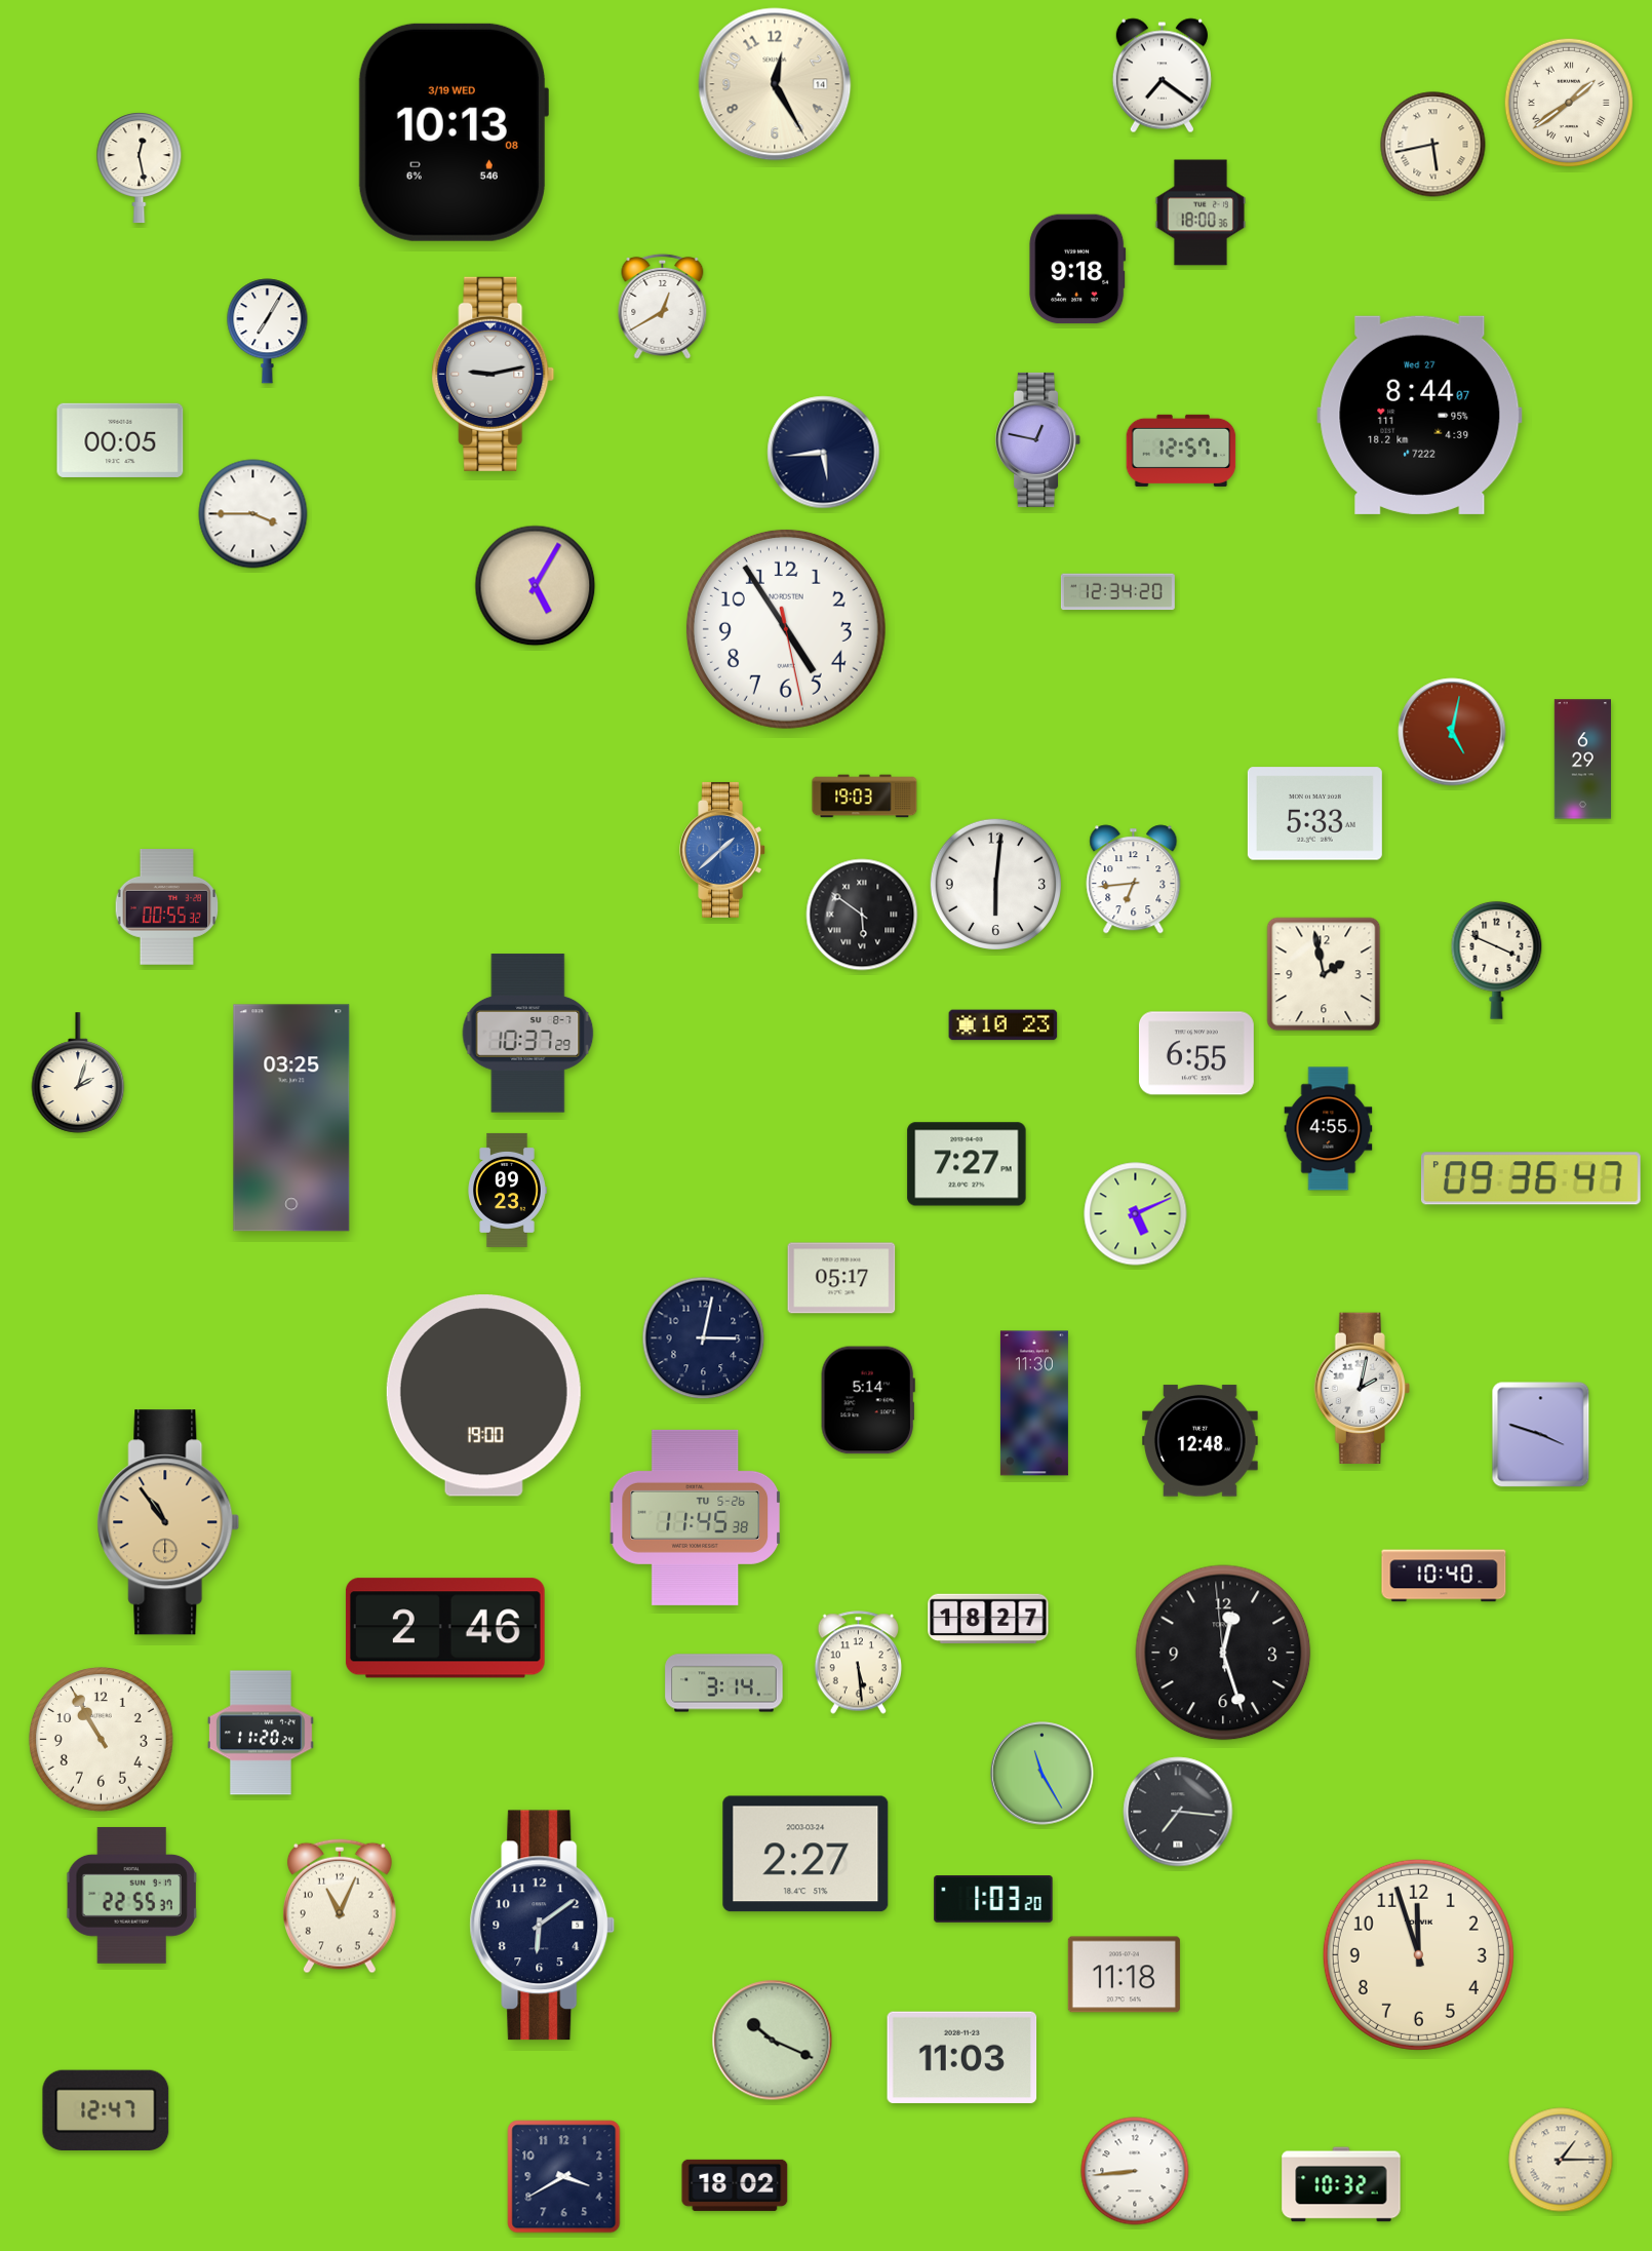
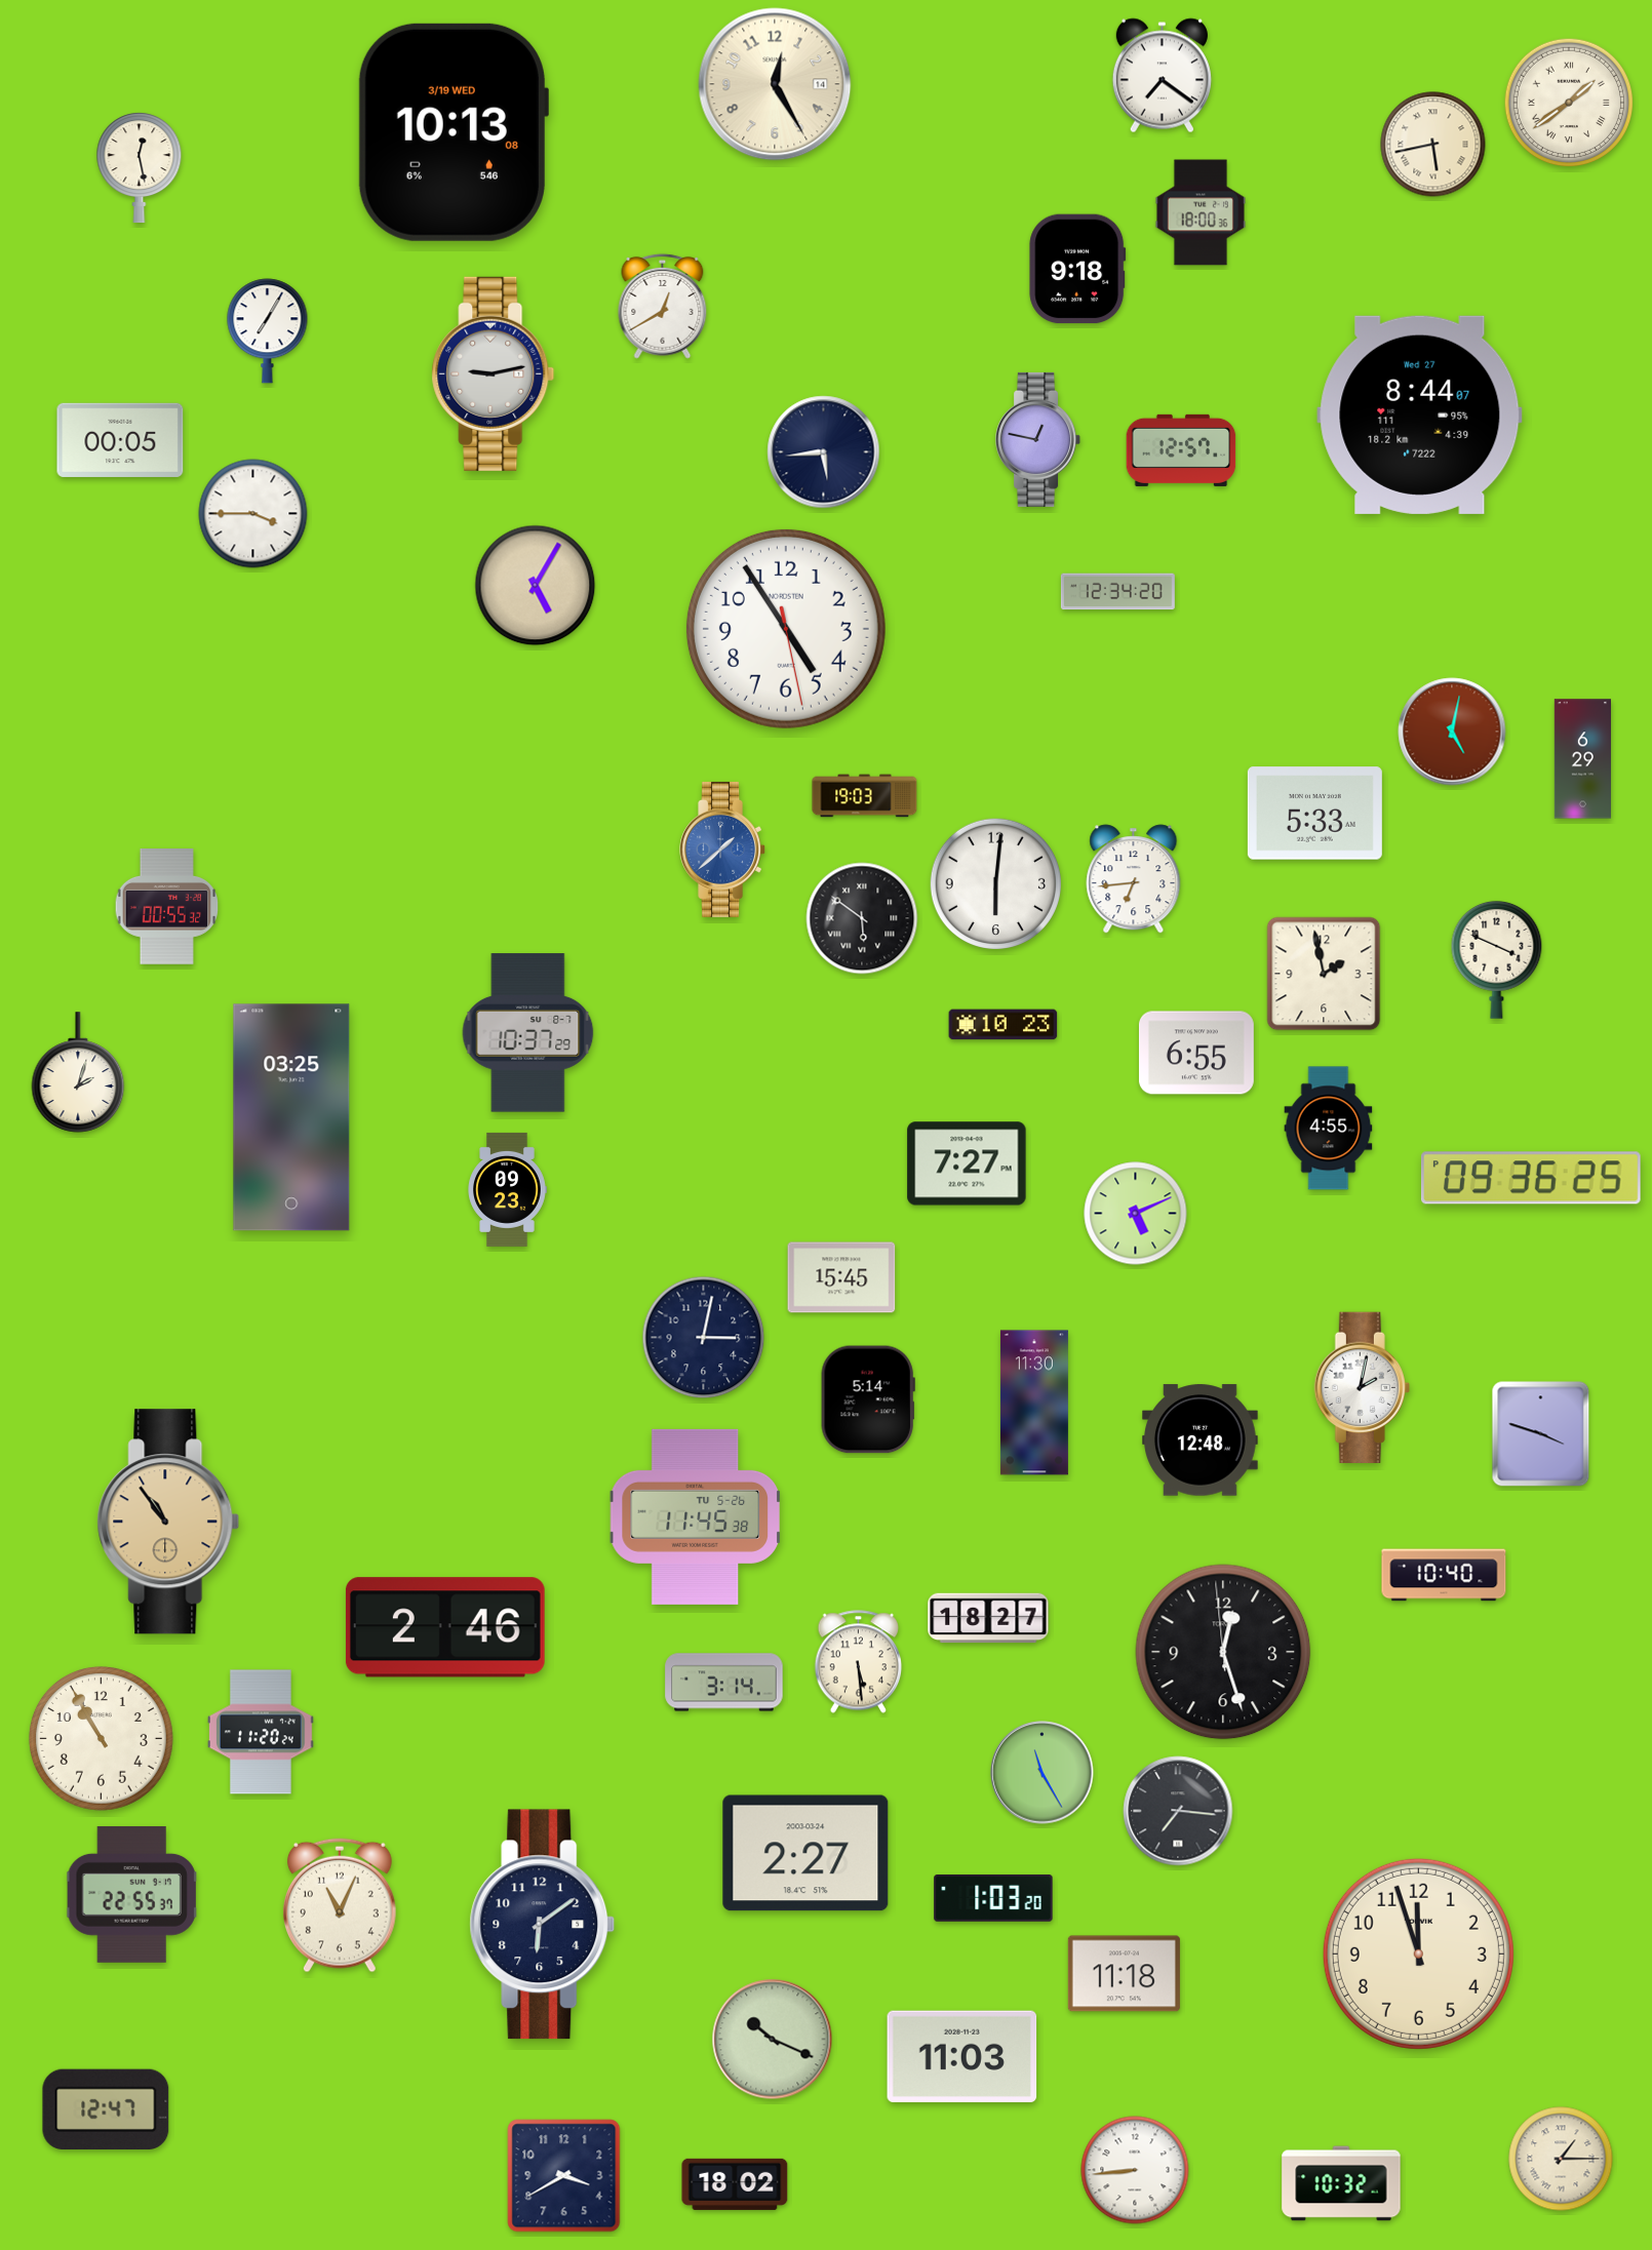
clock at (862, 915) position: (862, 915) -> (862, 918)
clock at (1531, 1178): 09:36:47 PM -> 09:36:25 PM
clock at (841, 1278): 05:17 -> 15:45
clock at (483, 1396): 19:00 -> none
